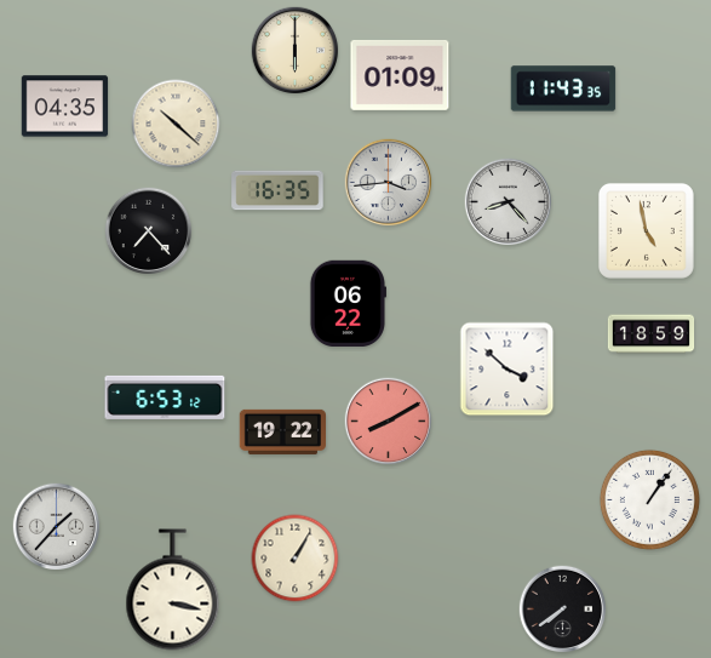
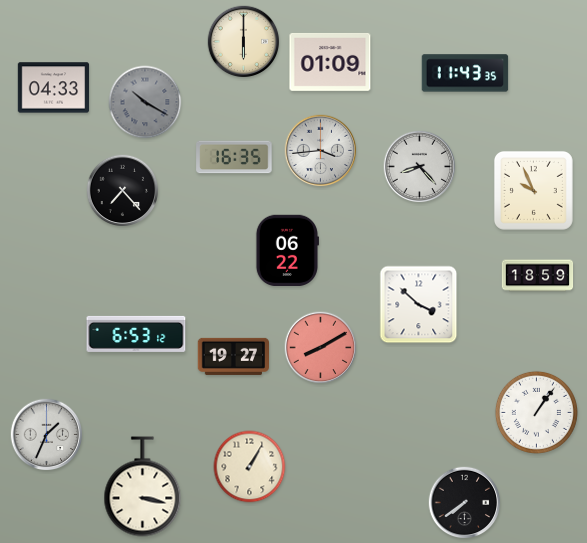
clock at (65, 107): 04:35 -> 04:33
clock at (176, 124): 10:22 -> 10:20
clock at (176, 124) dial: cream -> grey
clock at (277, 190) position: (277, 190) -> (234, 157)
clock at (646, 230): 4:58 -> 9:56
clock at (165, 397) position: (165, 397) -> (136, 334)
clock at (282, 431): 19:22 -> 19:27
clock at (57, 527): 1:37 -> 1:34
clock at (296, 559) position: (296, 559) -> (250, 467)
